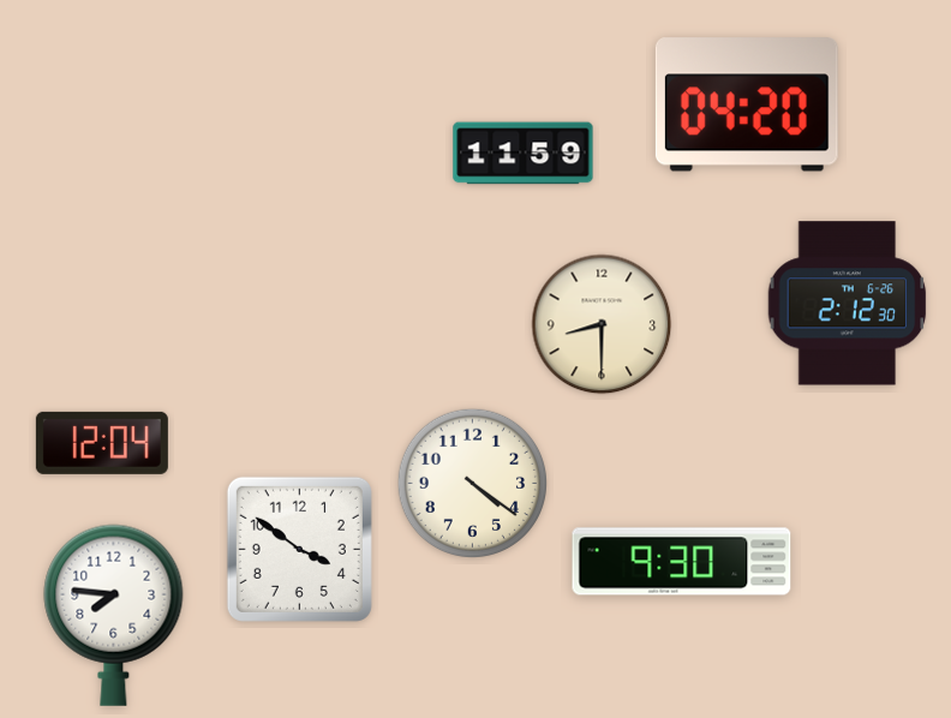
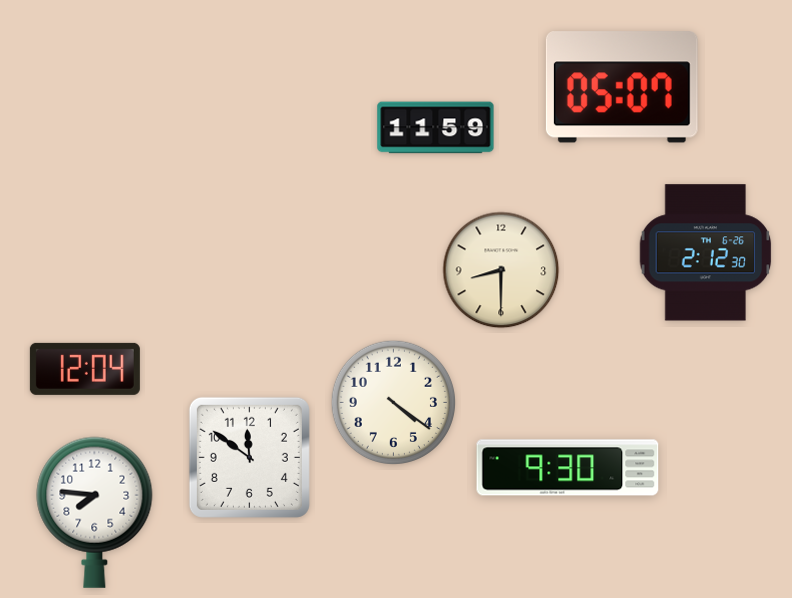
clock at (747, 104): 04:20 -> 05:07
clock at (299, 549): 3:51 -> 11:51
